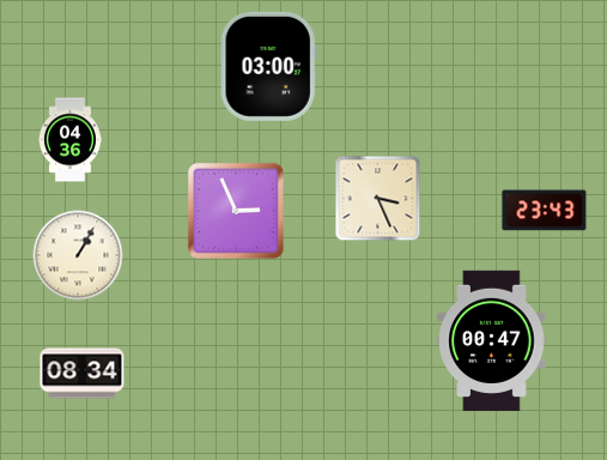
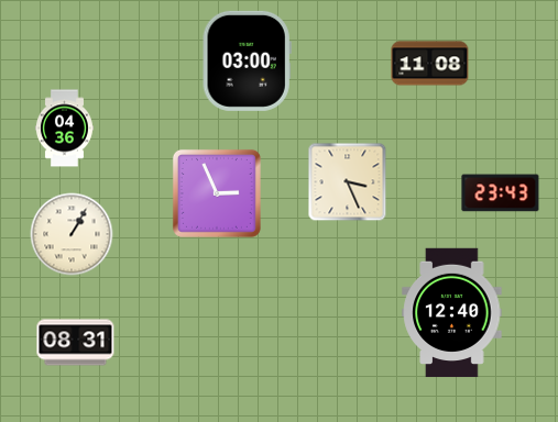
clock at (430, 64): none -> 11:08
clock at (492, 341): 00:47 -> 12:40
clock at (83, 374): 08:34 -> 08:31
